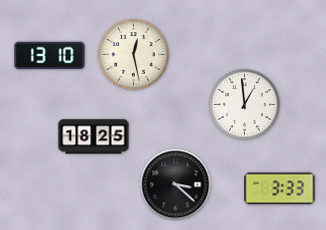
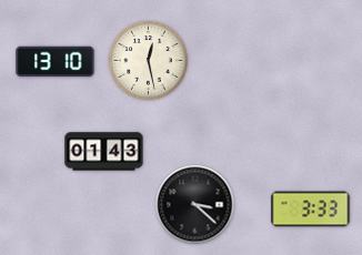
clock at (245, 105): 12:59 -> none
clock at (94, 137): 18:25 -> 01:43
